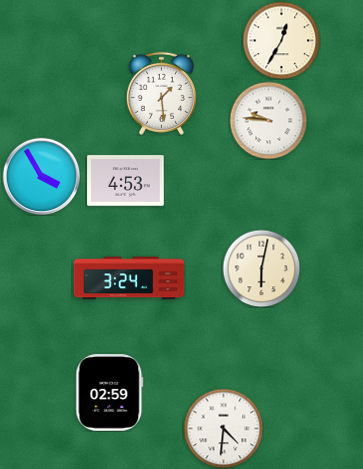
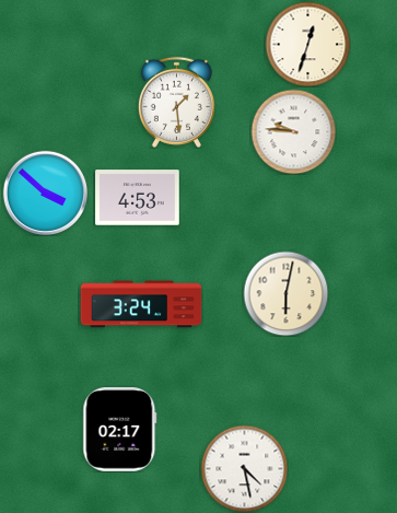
clock at (281, 40): 12:35 -> 12:33
clock at (41, 176): 3:55 -> 3:52
clock at (110, 393): 02:59 -> 02:17
clock at (223, 428): 4:31 -> 4:28
